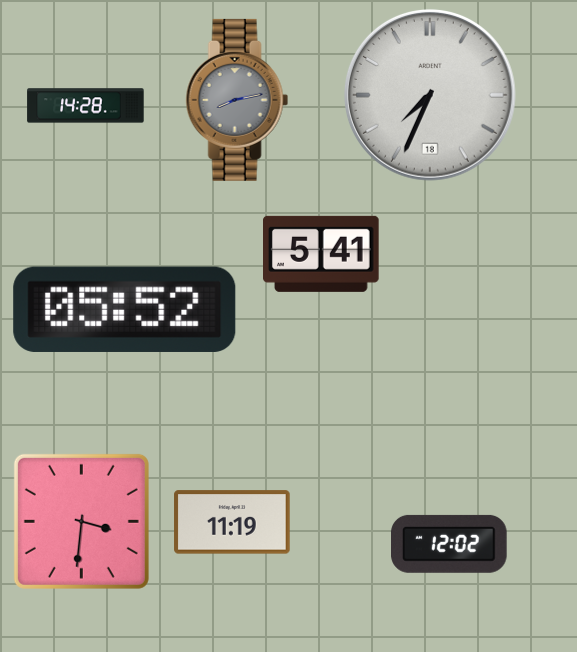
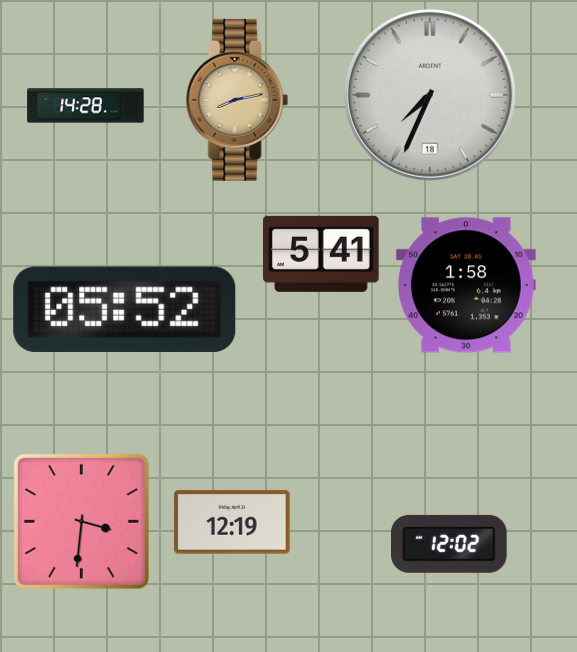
clock at (237, 100) dial: grey -> champagne
clock at (467, 285): none -> 1:58
clock at (232, 522): 11:19 -> 12:19
